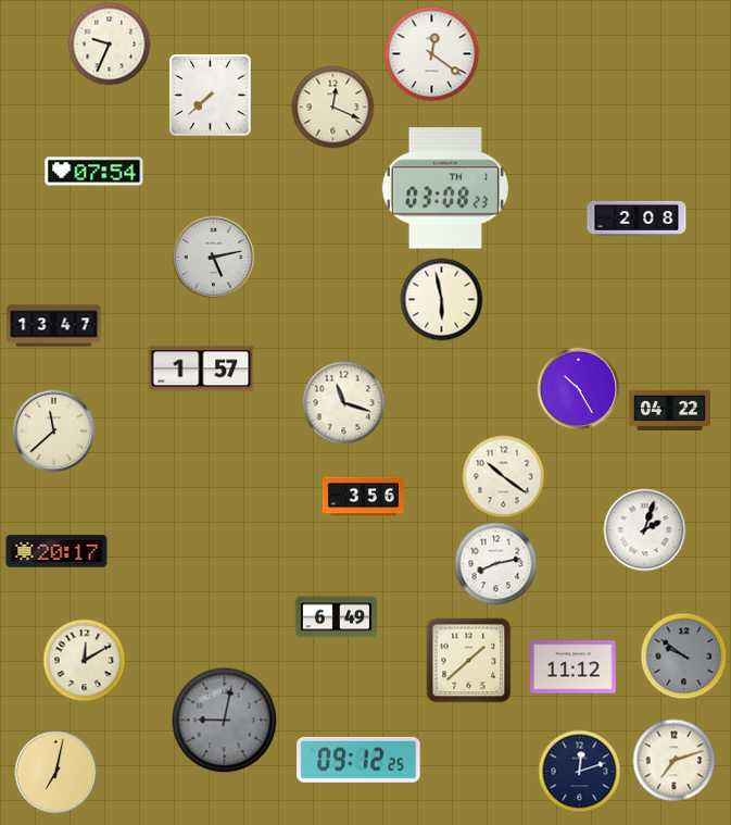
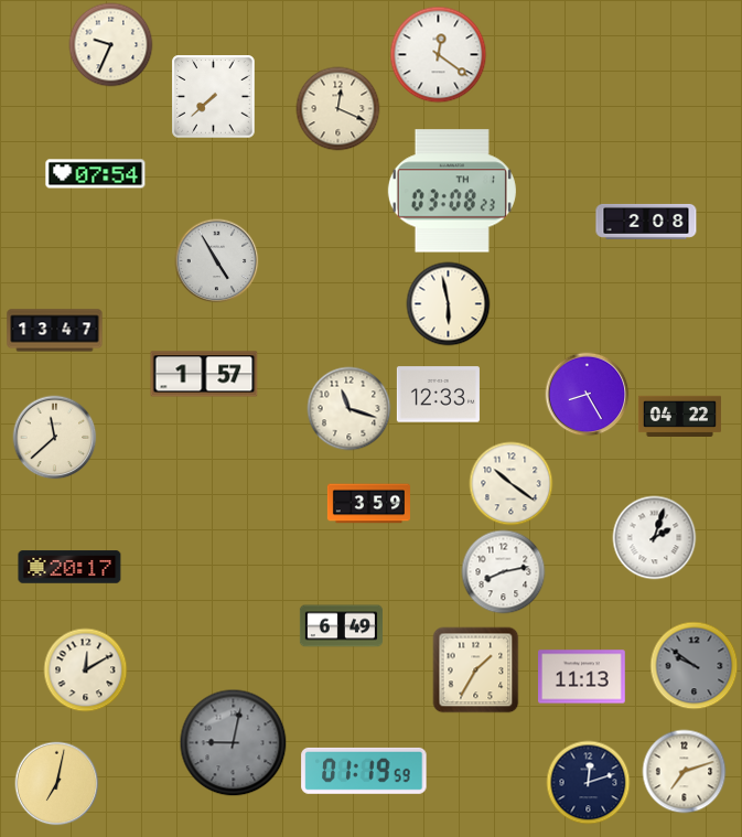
clock at (214, 258): 5:13 -> 4:55
clock at (438, 395): none -> 12:33
clock at (579, 389): 10:25 -> 8:25
clock at (363, 497): 3:56 -> 3:59
clock at (56, 551) position: (56, 551) -> (69, 567)
clock at (469, 661): 1:38 -> 1:35
clock at (574, 667): 11:12 -> 11:13
clock at (225, 721) position: (225, 721) -> (234, 743)
clock at (358, 760): 09:12 -> 01:19
